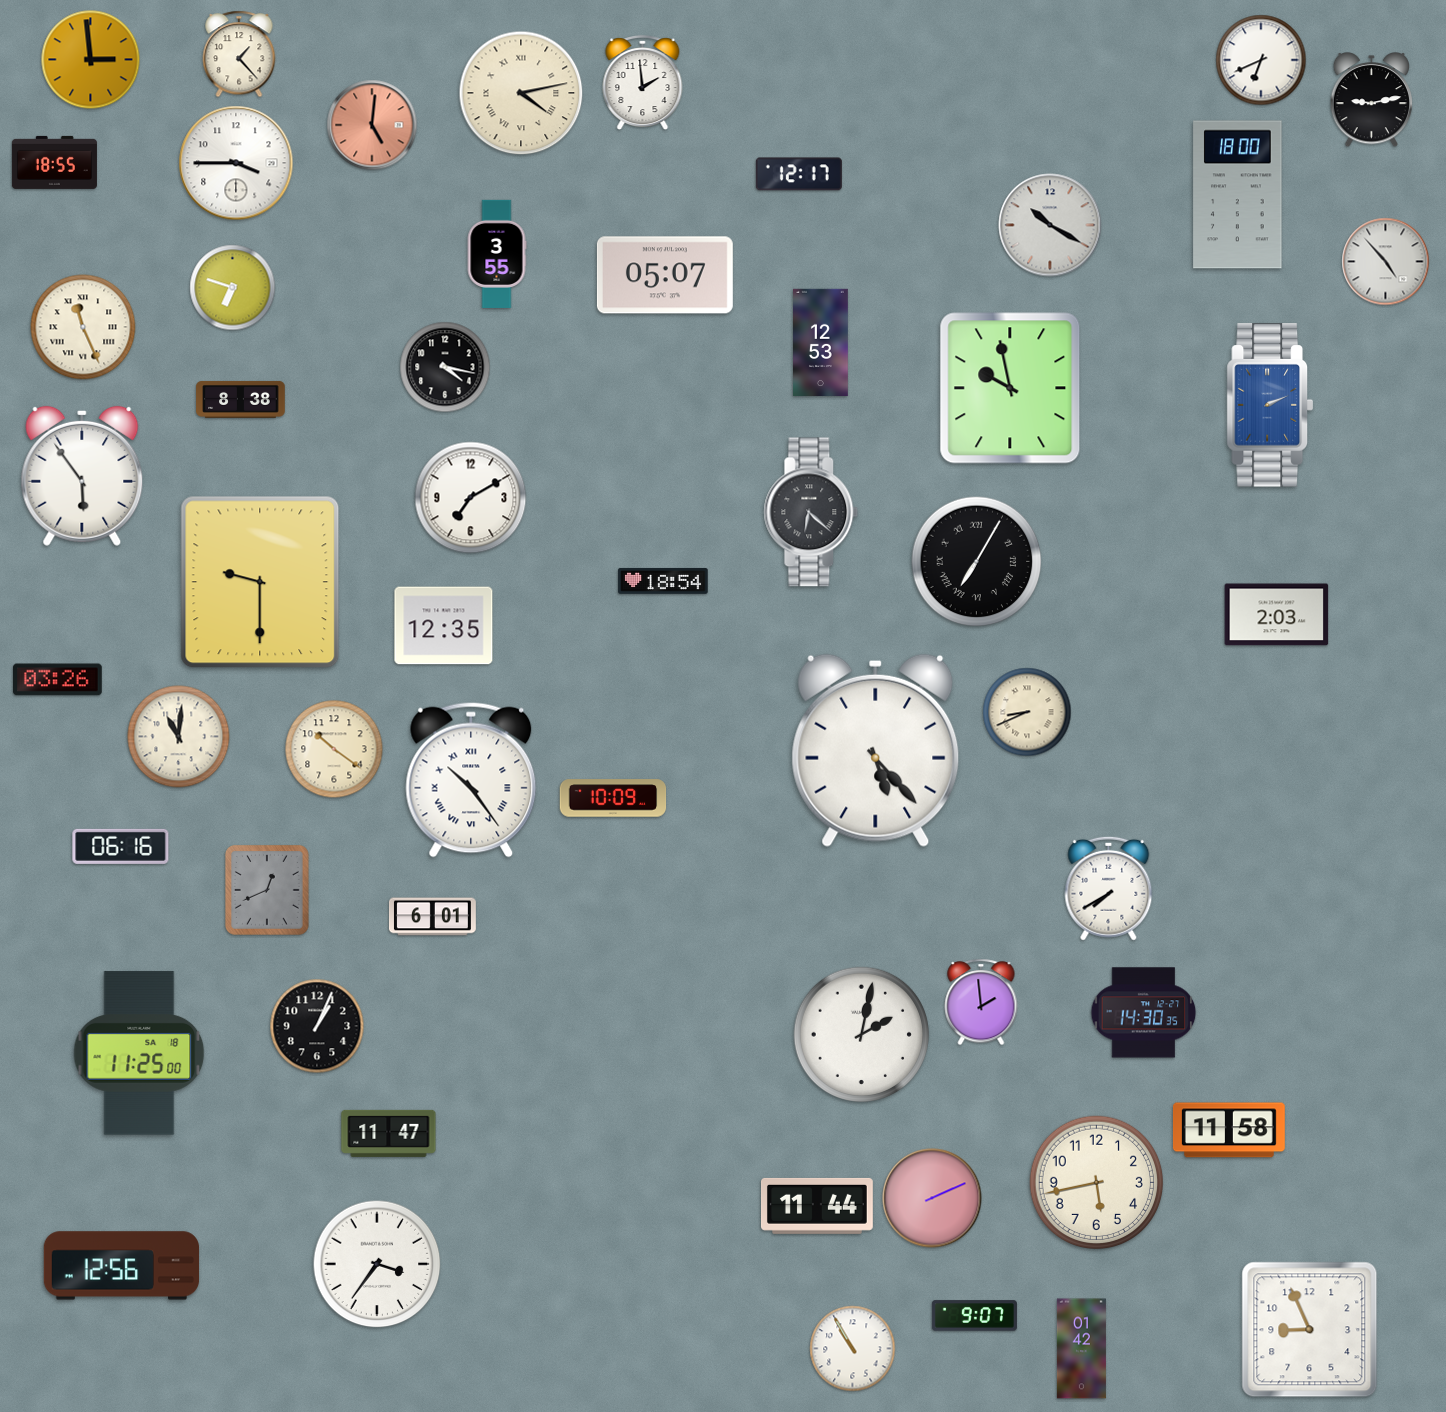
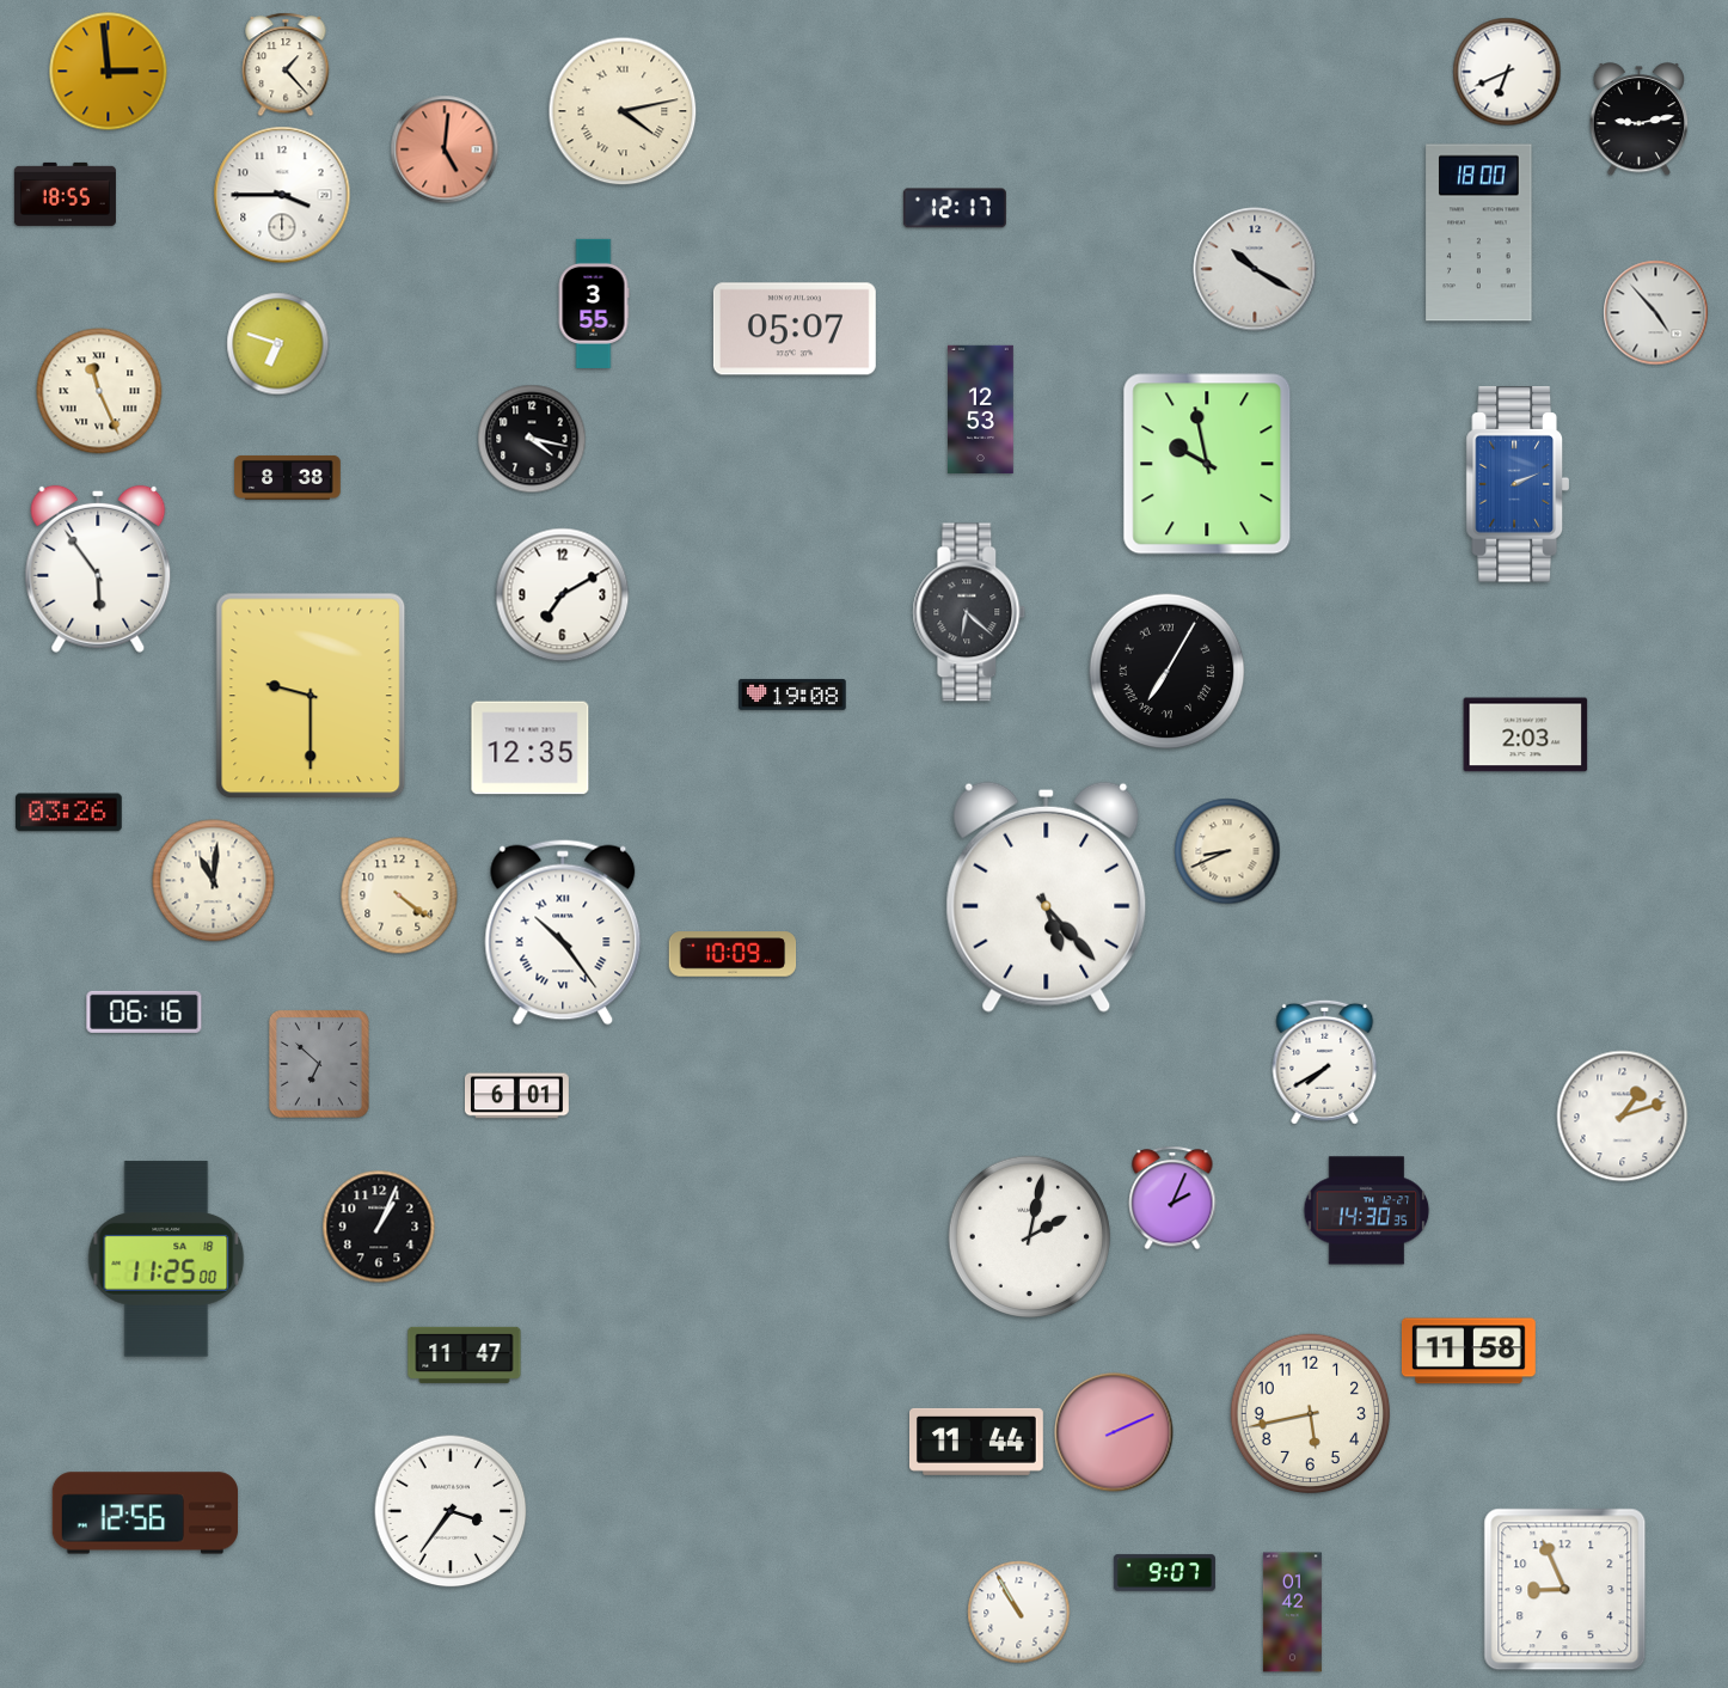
clock at (643, 84): 1:59 -> none
clock at (663, 581): 18:54 -> 19:08
clock at (334, 749): 10:21 -> 4:21
clock at (267, 890): 12:41 -> 6:52
clock at (1623, 1117): none -> 1:12
clock at (981, 1002): 1:59 -> 2:04
